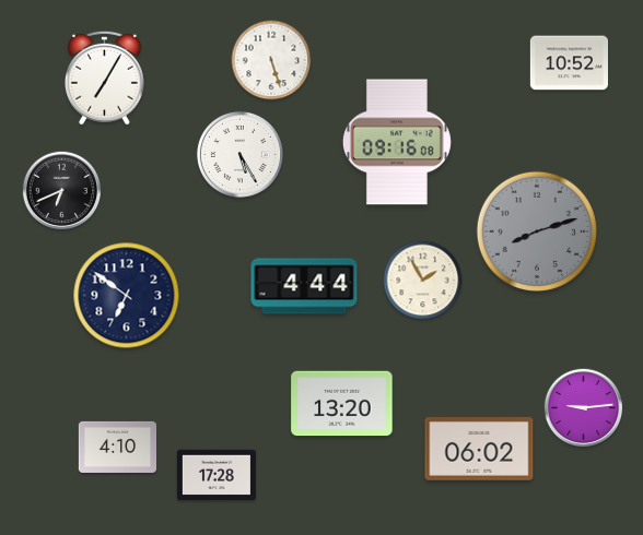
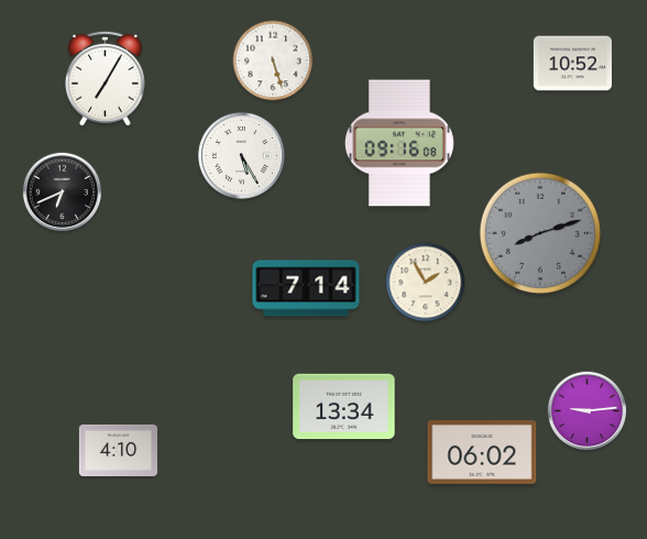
clock at (304, 286): 4:44 -> 7:14
clock at (127, 296): 6:51 -> none
clock at (342, 404): 13:20 -> 13:34
clock at (217, 475): 17:28 -> none
